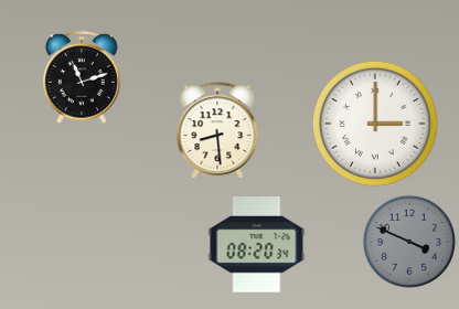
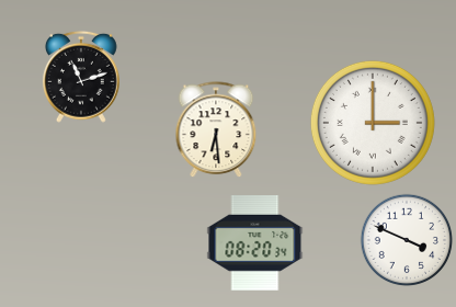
clock at (217, 131): 8:29 -> 6:29
clock at (409, 242) dial: grey -> white
